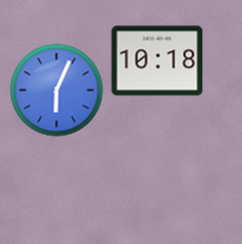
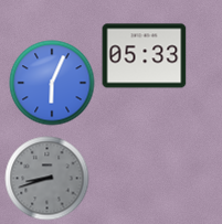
clock at (158, 61): 10:18 -> 05:33
clock at (47, 179): none -> 8:42
